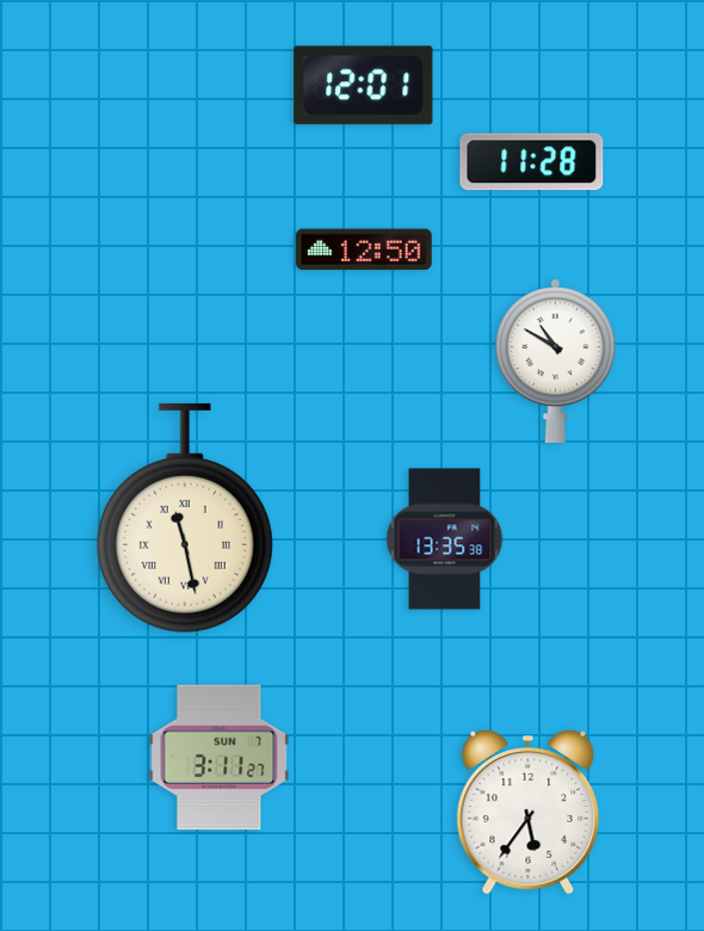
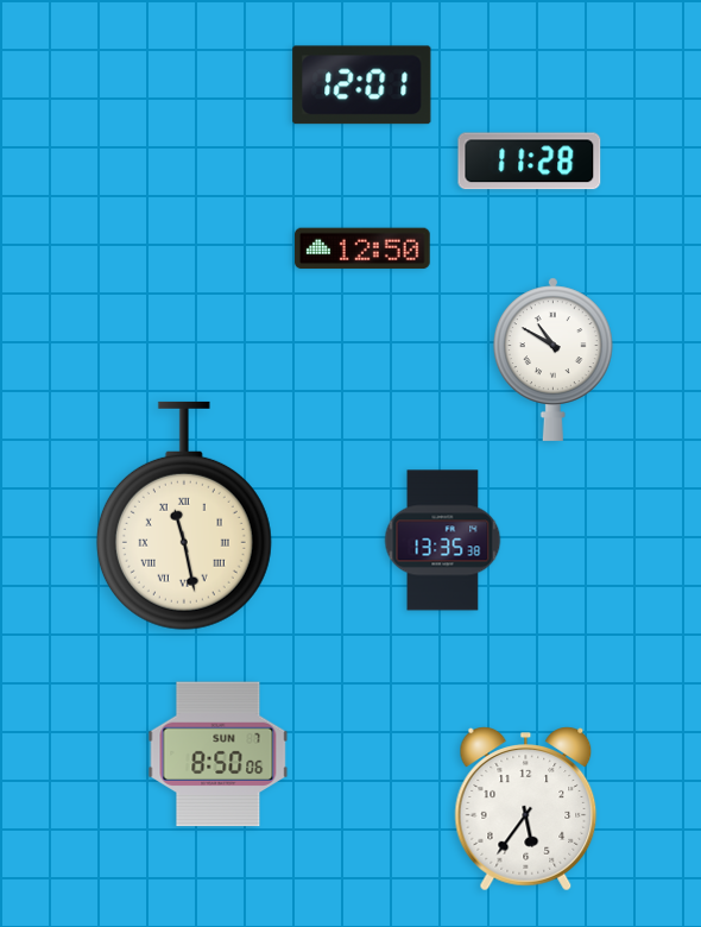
clock at (445, 540) position: (445, 540) -> (443, 541)
clock at (220, 758): 3:11 -> 8:50
